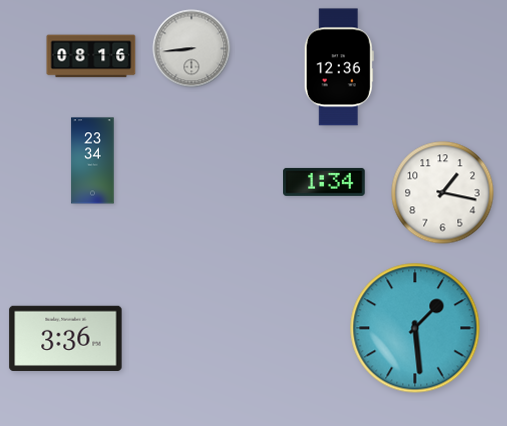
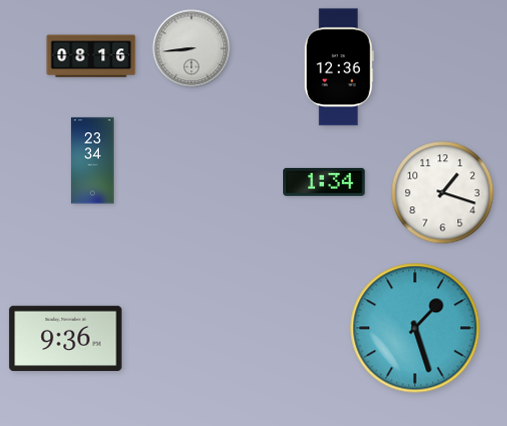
clock at (443, 193): 1:17 -> 1:18
clock at (415, 328): 1:29 -> 1:27
clock at (66, 338): 3:36 -> 9:36
